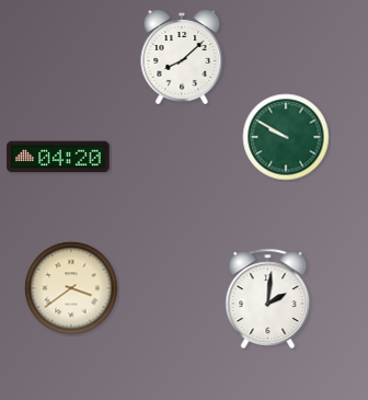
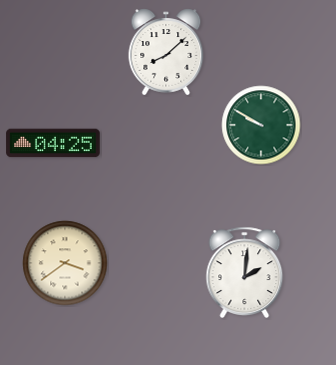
clock at (58, 157): 04:20 -> 04:25
